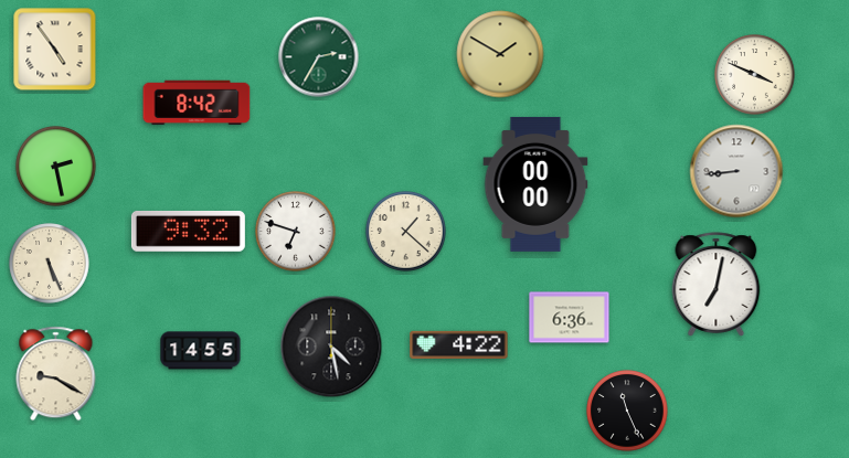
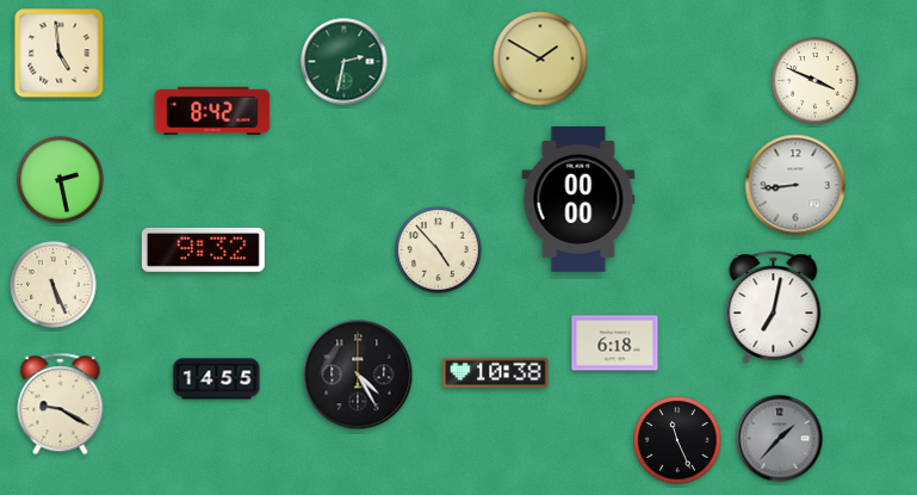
clock at (55, 50): 4:54 -> 4:59
clock at (319, 57): 2:35 -> 2:32
clock at (296, 232): 6:48 -> none
clock at (406, 232): 1:22 -> 4:53
clock at (570, 318): 6:36 -> 6:18
clock at (459, 345): 4:22 -> 10:38
clock at (331, 347): 4:28 -> 4:25
clock at (780, 439): none -> 1:37
clock at (627, 411) position: (627, 411) -> (677, 440)
